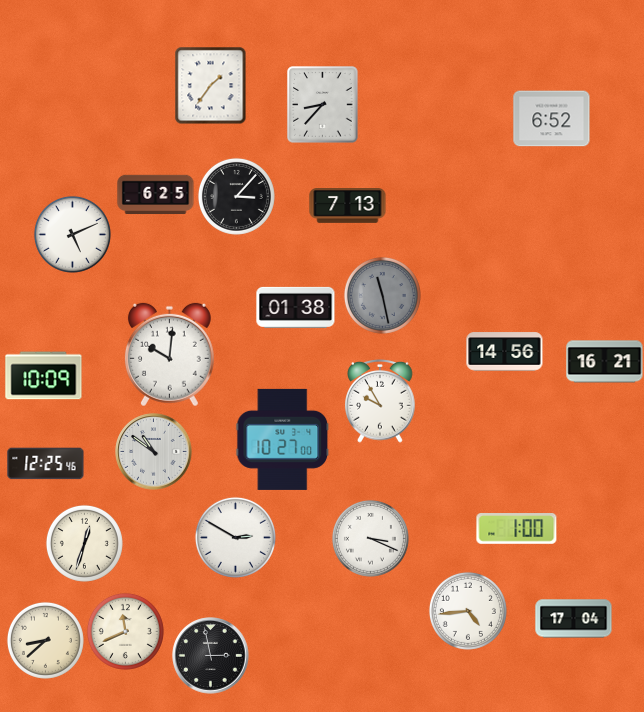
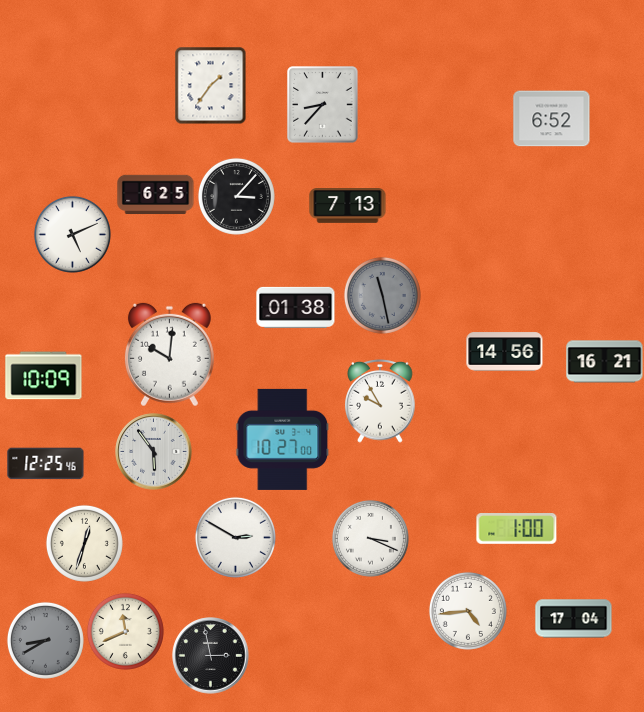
clock at (154, 452): 10:51 -> 5:54
clock at (45, 640): 8:38 -> 8:40
clock at (45, 640) dial: cream -> grey
